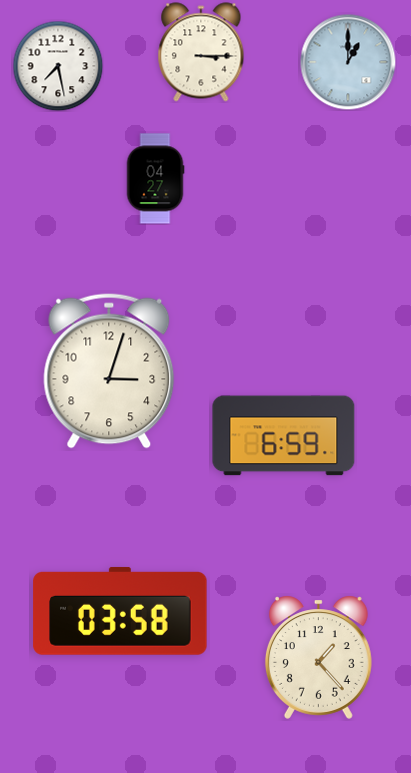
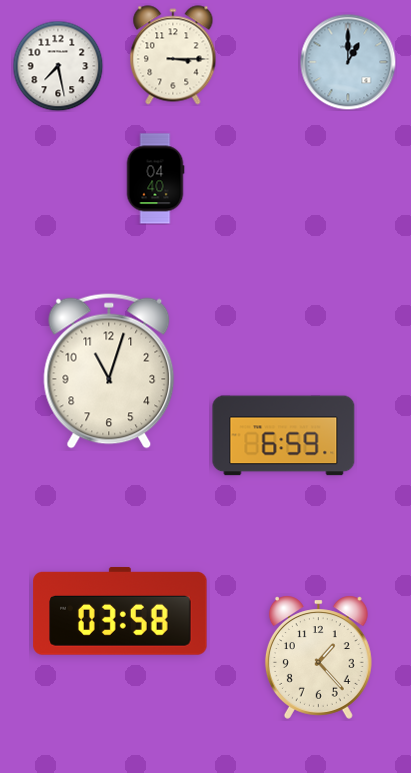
clock at (201, 52) position: (201, 52) -> (173, 55)
clock at (155, 179): 04:27 -> 04:40
clock at (109, 371): 3:03 -> 11:03
